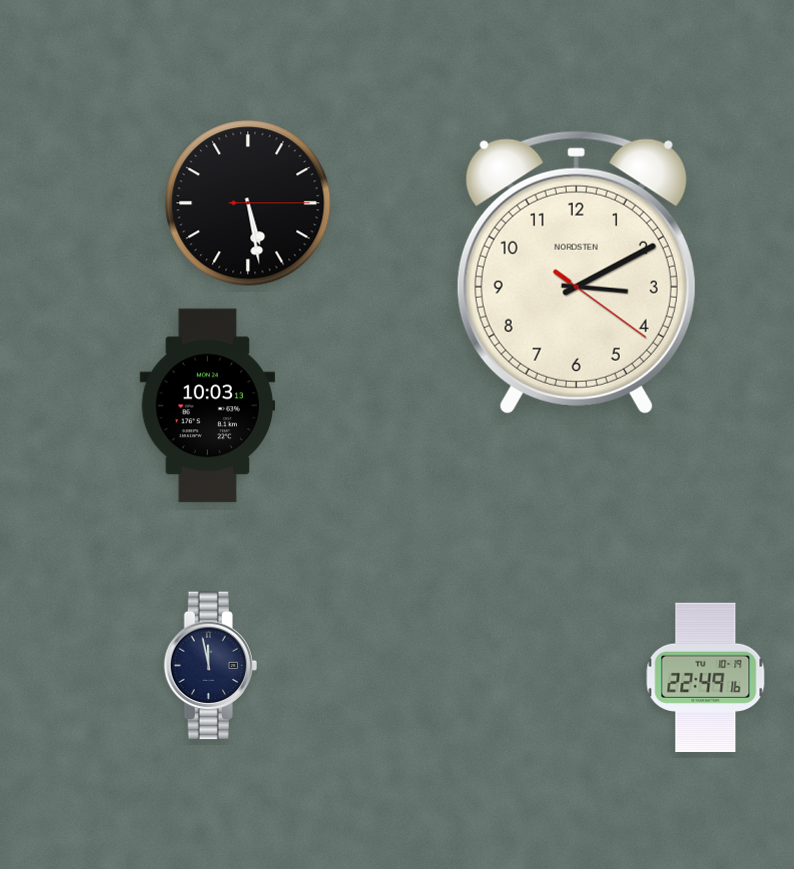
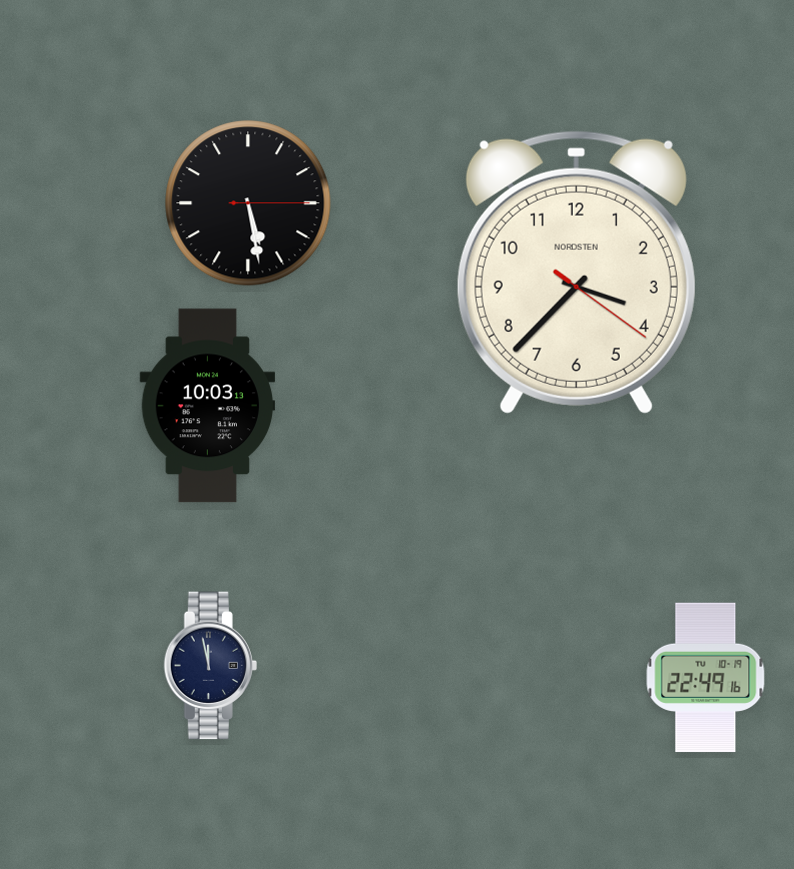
clock at (576, 272): 3:10 -> 3:37
